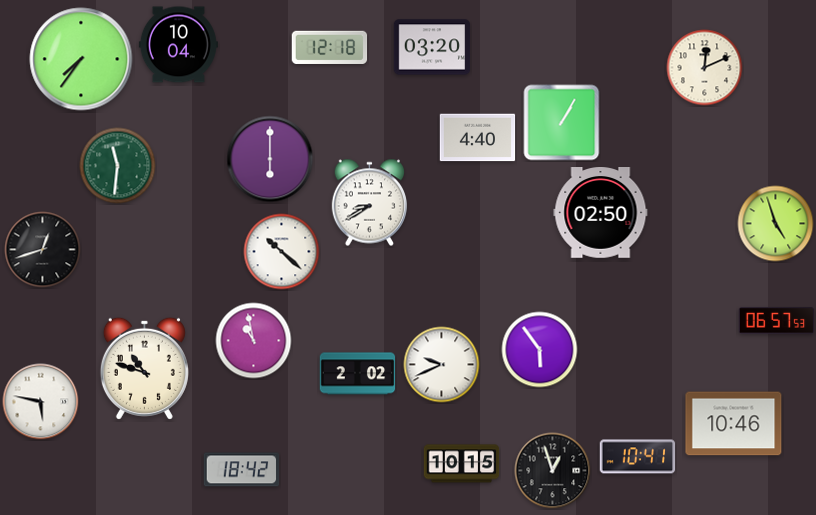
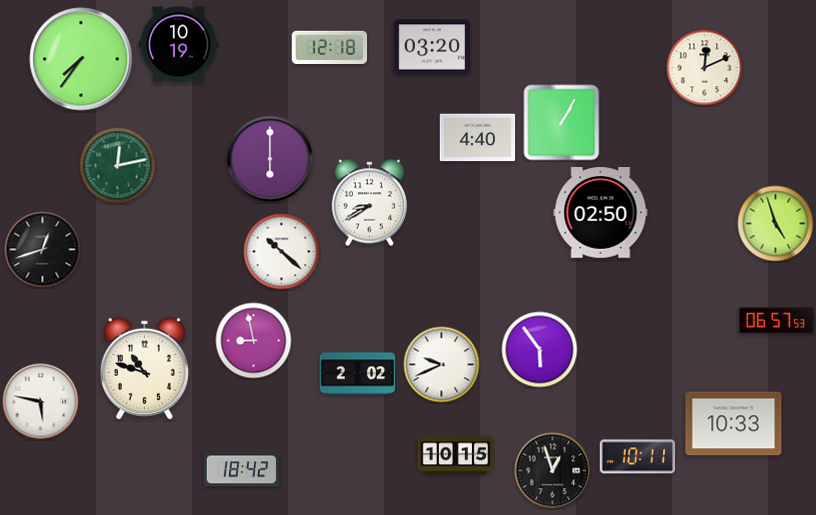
clock at (178, 45): 10:04 -> 10:19
clock at (118, 166): 11:31 -> 12:13
clock at (254, 341): 10:58 -> 8:58
clock at (734, 424): 10:46 -> 10:33
clock at (638, 457): 10:41 -> 10:11
clock at (462, 464) position: (462, 464) -> (456, 456)
